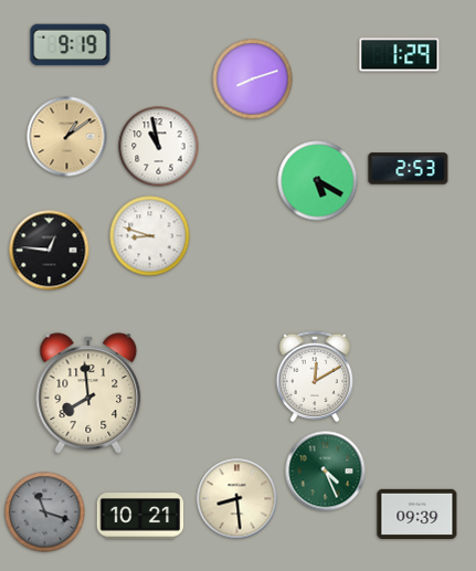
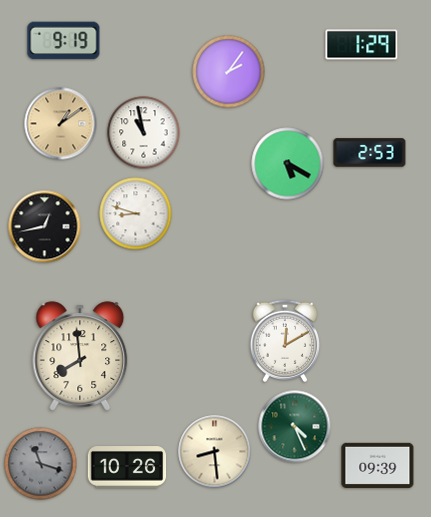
clock at (400, 55) position: (400, 55) -> (362, 45)
clock at (253, 80): 8:12 -> 2:06
clock at (50, 251): 12:46 -> 12:43
clock at (140, 516): 10:21 -> 10:26
